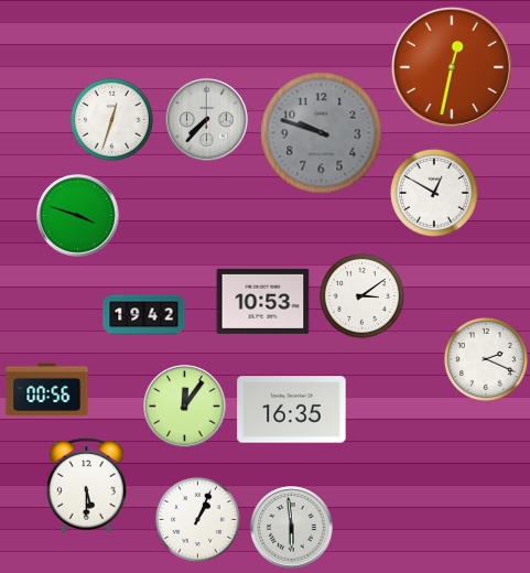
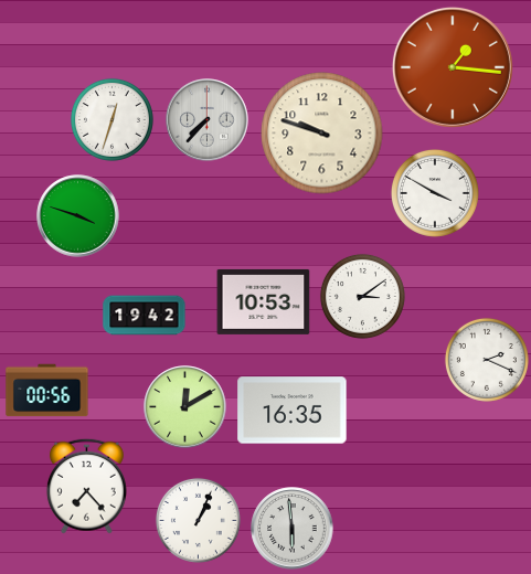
clock at (452, 67): 12:32 -> 1:16
clock at (322, 133) dial: grey -> cream
clock at (434, 193): 12:50 -> 3:50
clock at (185, 407): 12:06 -> 12:10
clock at (86, 485): 5:30 -> 7:23
